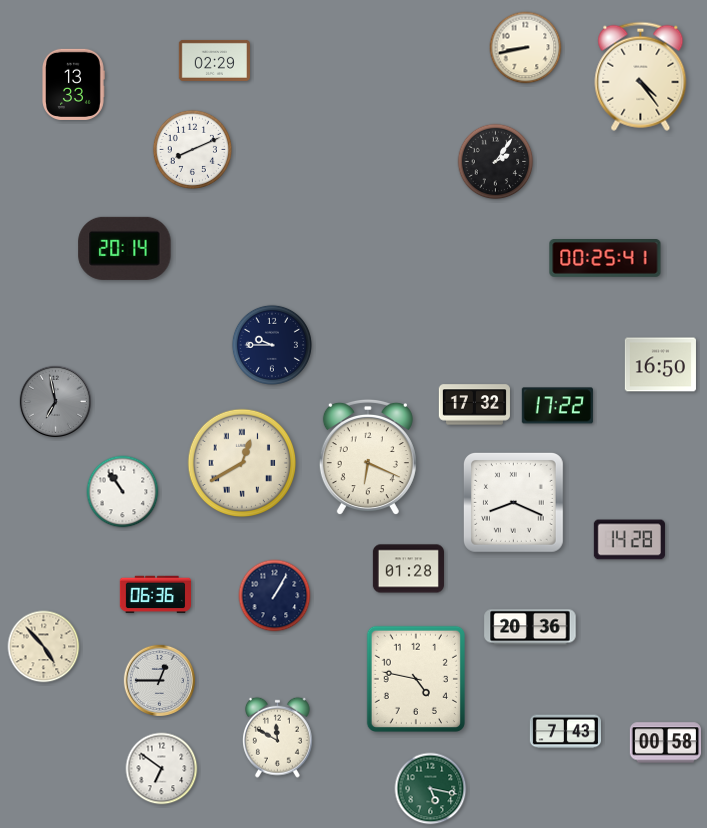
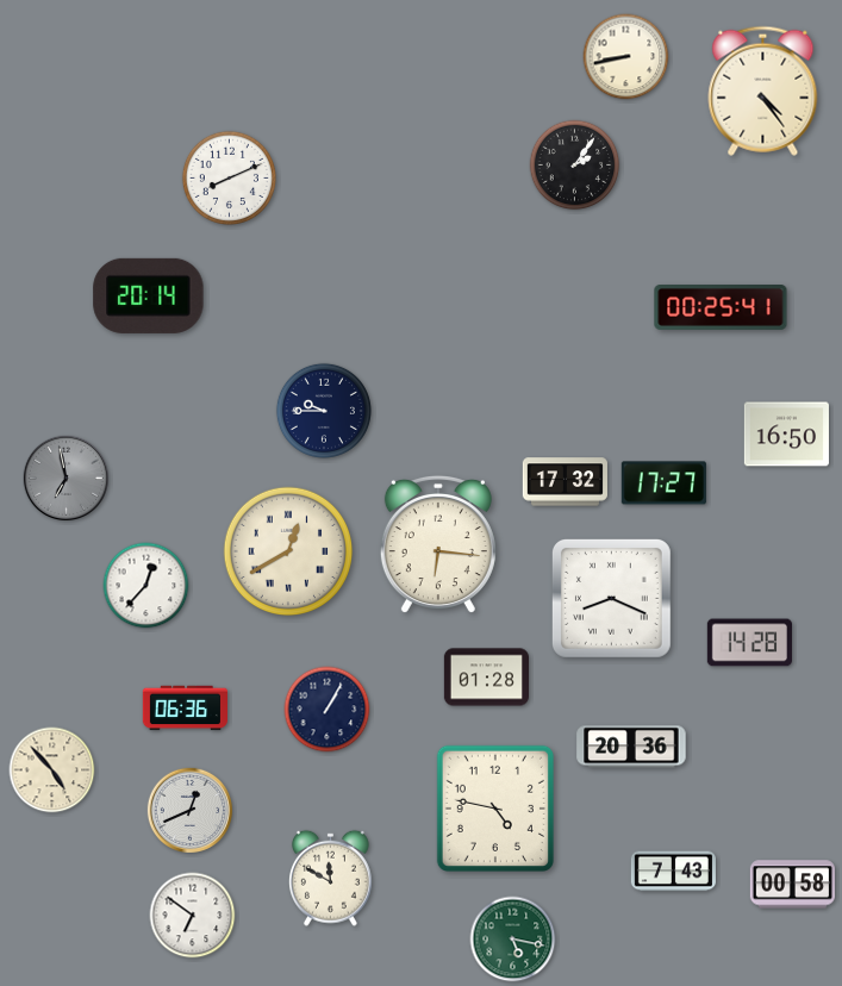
clock at (214, 60): 02:29 -> none
clock at (73, 84): 13:33 -> none
clock at (496, 162) position: (496, 162) -> (575, 166)
clock at (557, 406): 17:22 -> 17:27
clock at (368, 457): 6:19 -> 6:16
clock at (123, 492): 10:54 -> 12:37
clock at (159, 680): 12:45 -> 12:41
